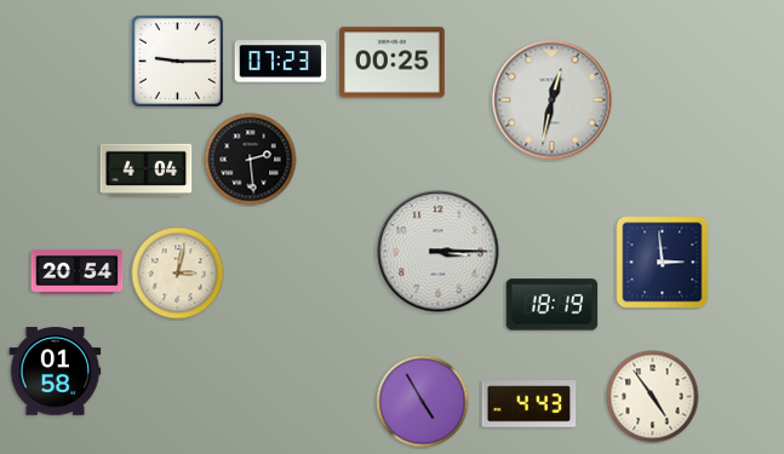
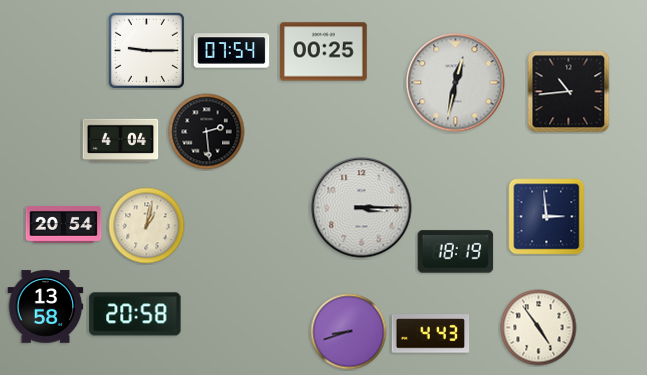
clock at (281, 62): 07:23 -> 07:54
clock at (569, 92): none -> 10:44
clock at (178, 274): 3:02 -> 1:02
clock at (56, 372): 01:58 -> 13:58
clock at (135, 314): none -> 20:58
clock at (423, 402): 4:55 -> 8:42
clock at (530, 404) position: (530, 404) -> (431, 334)
